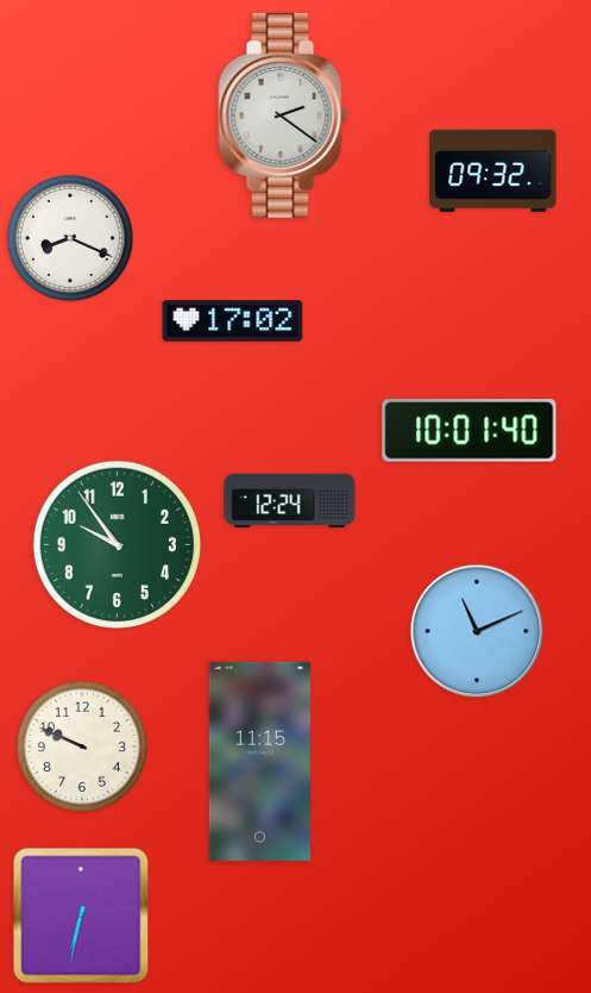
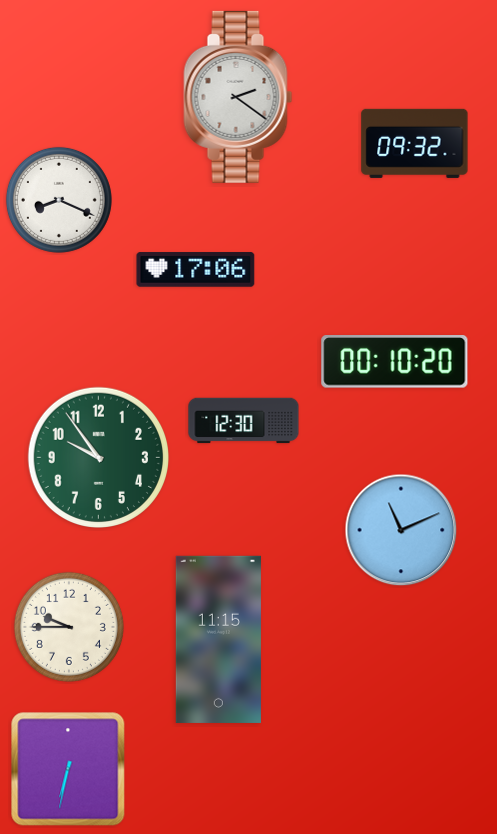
clock at (233, 321): 17:02 -> 17:06
clock at (470, 431): 10:01 -> 00:10
clock at (290, 501): 12:24 -> 12:30
clock at (82, 747): 9:49 -> 9:45
